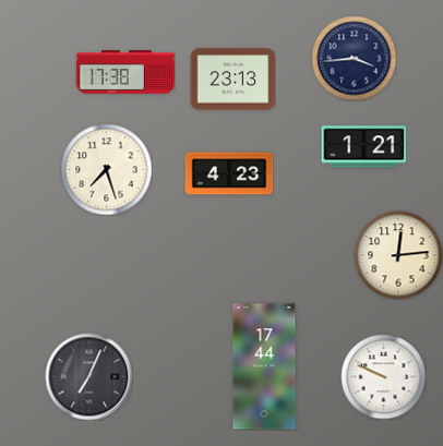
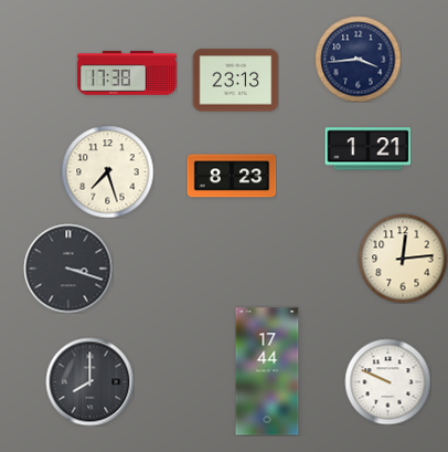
clock at (229, 173): 4:23 -> 8:23
clock at (68, 269): none -> 3:18
clock at (88, 376): 7:04 -> 8:00
